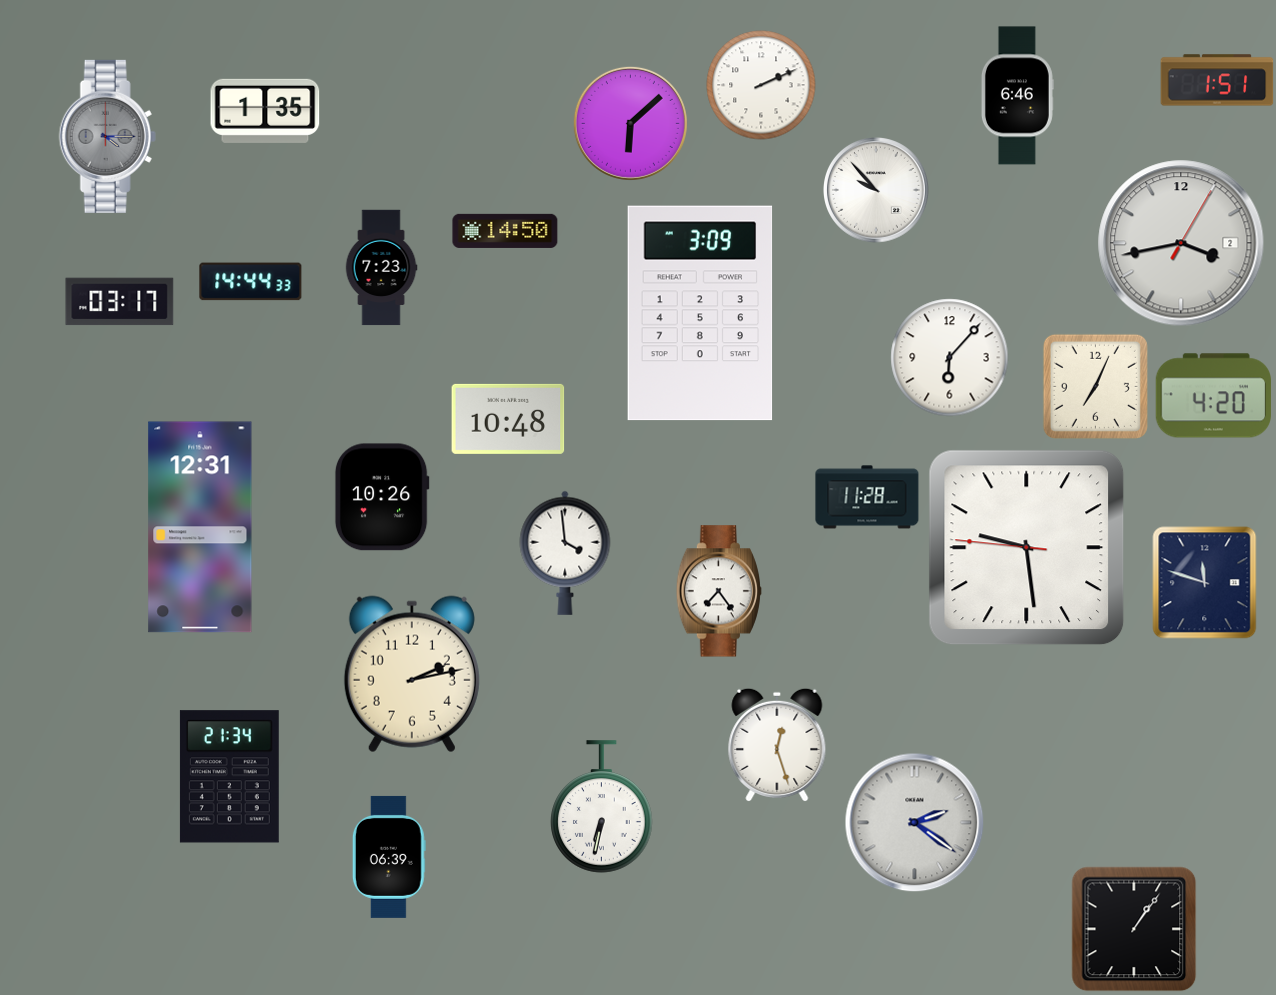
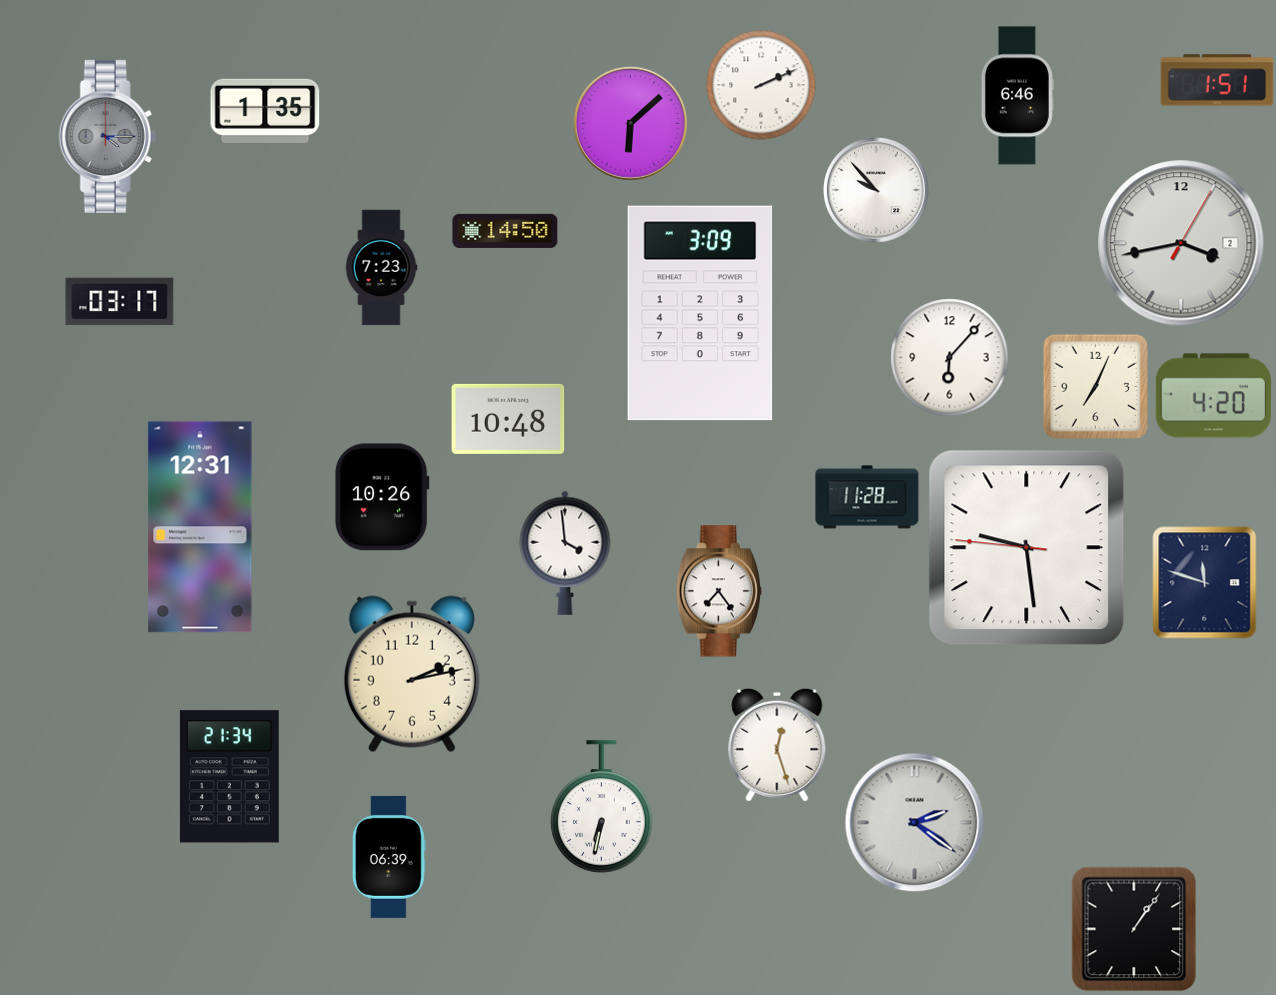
clock at (251, 282): 14:44 -> none
